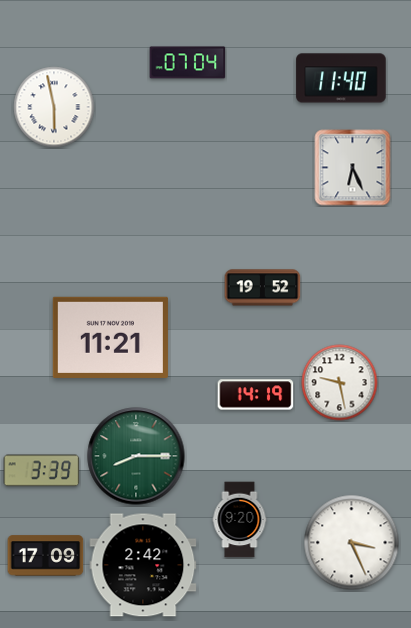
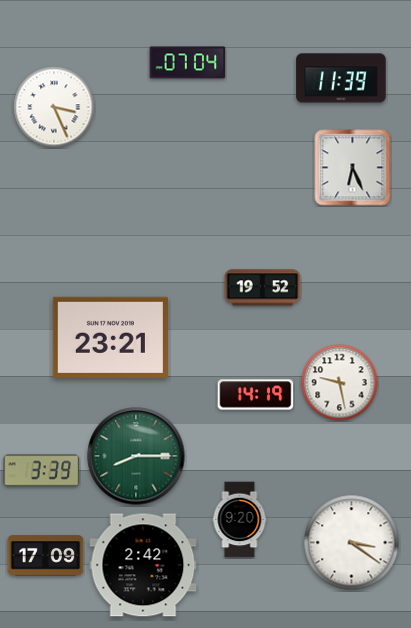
clock at (341, 78): 11:40 -> 11:39
clock at (54, 107): 5:58 -> 3:26
clock at (110, 337): 11:21 -> 23:21
clock at (352, 543): 3:26 -> 3:21
